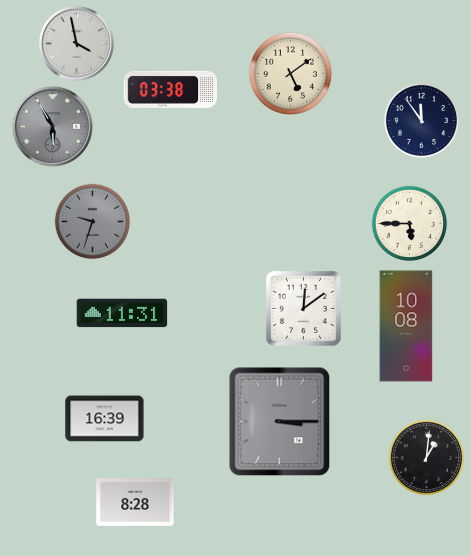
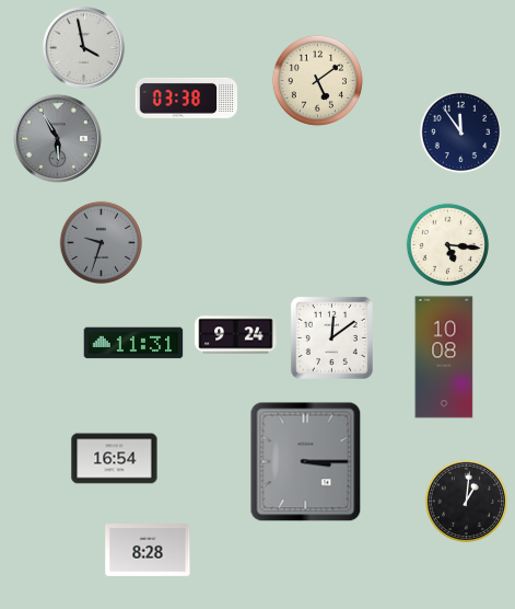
clock at (410, 224): 5:45 -> 5:16
clock at (236, 335): none -> 9:24
clock at (105, 419): 16:39 -> 16:54
